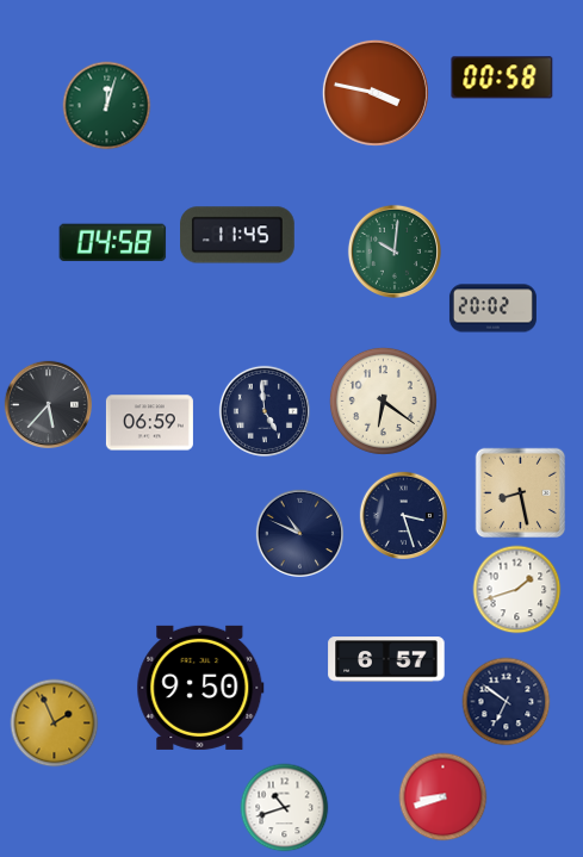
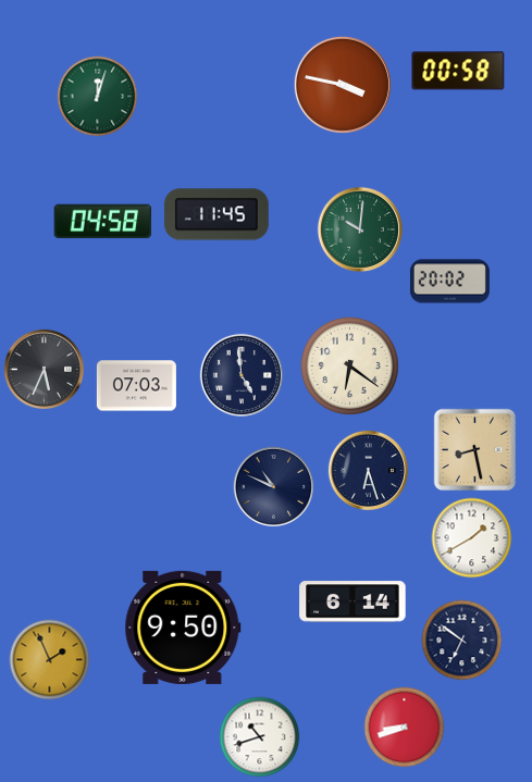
clock at (48, 404): 5:37 -> 5:34
clock at (149, 423): 06:59 -> 07:03
clock at (403, 515): 3:27 -> 6:27
clock at (517, 590): 1:42 -> 1:40
clock at (386, 659): 6:57 -> 6:14
